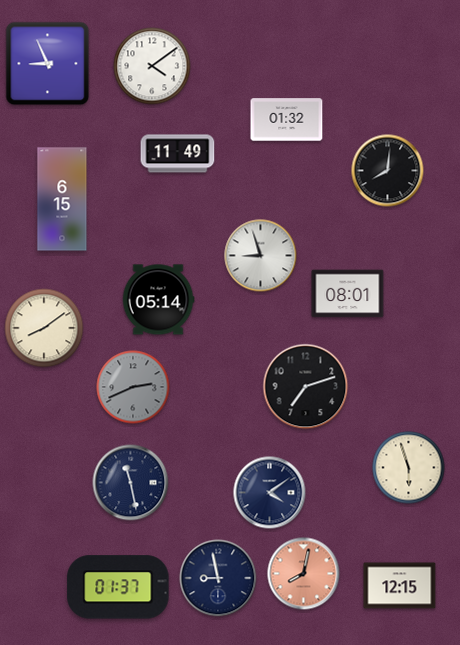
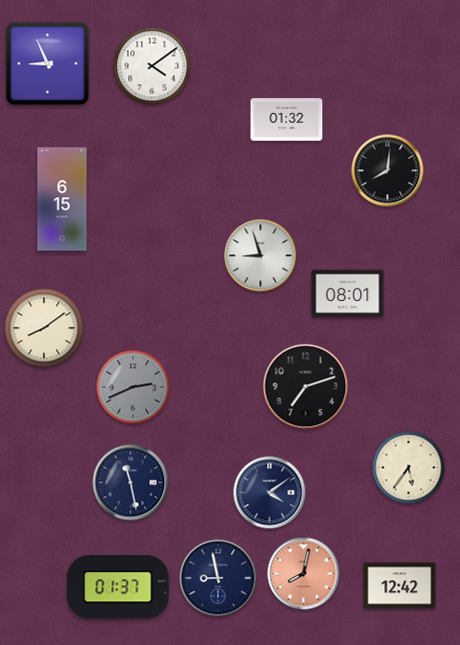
clock at (178, 154): 11:49 -> none
clock at (158, 300): 05:14 -> none
clock at (409, 468): 5:57 -> 5:36
clock at (400, 586): 12:15 -> 12:42
